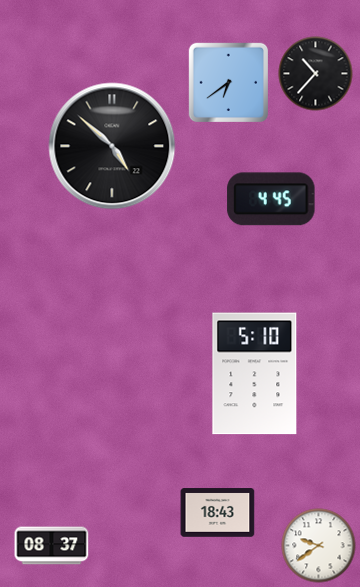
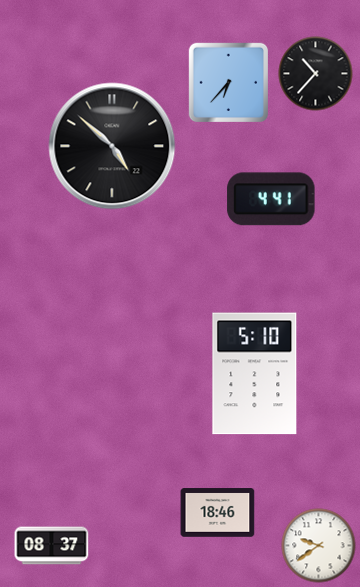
clock at (228, 82): 6:39 -> 6:37
clock at (271, 199): 4:45 -> 4:41
clock at (218, 513): 18:43 -> 18:46
